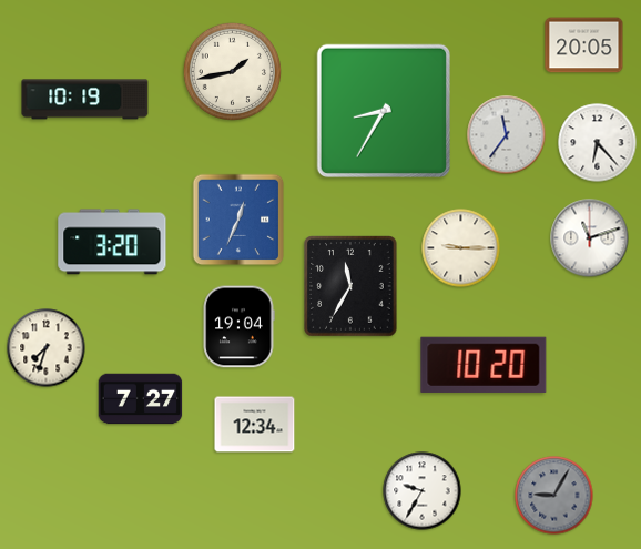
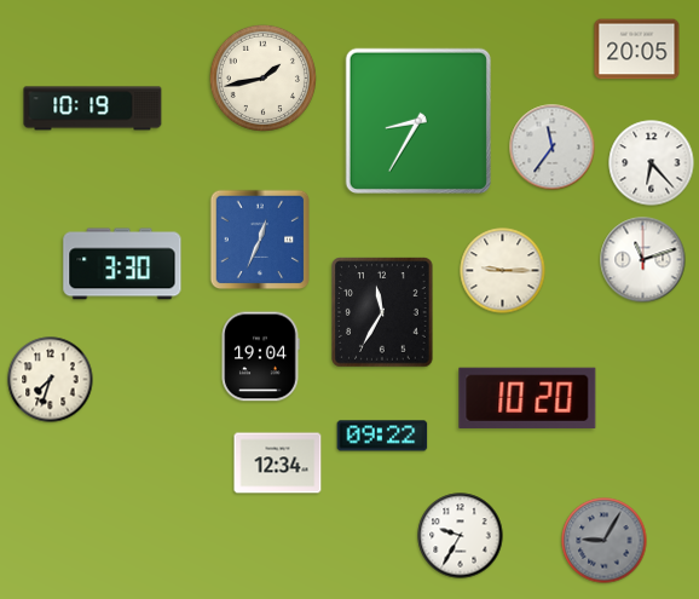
clock at (232, 71) position: (232, 71) -> (262, 77)
clock at (598, 143) position: (598, 143) -> (652, 163)
clock at (112, 242): 3:20 -> 3:30
clock at (141, 399): 7:27 -> none
clock at (382, 436): none -> 09:22
